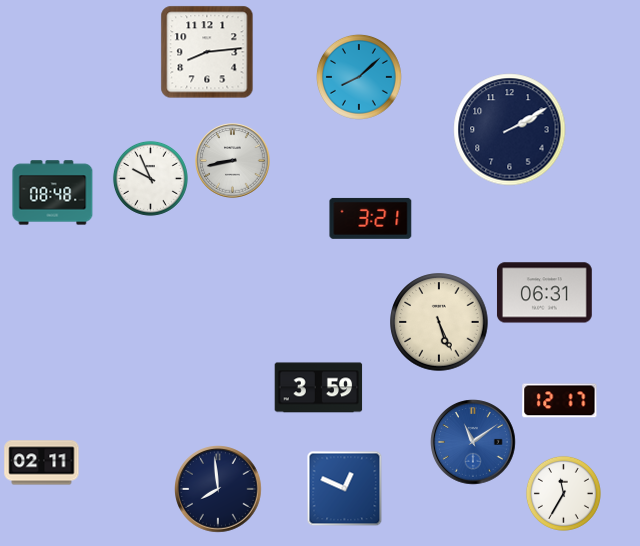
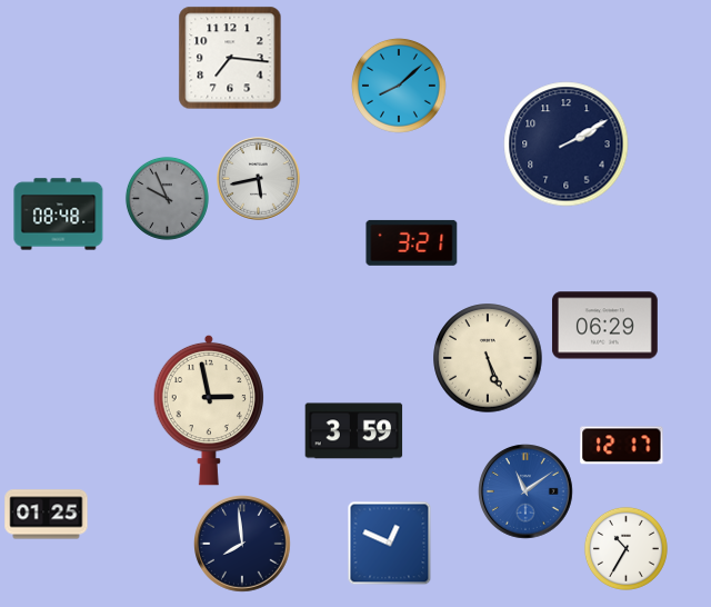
clock at (207, 52): 8:14 -> 7:16
clock at (233, 161): 8:43 -> 5:43
clock at (150, 178) dial: white -> grey
clock at (544, 293): 06:31 -> 06:29
clock at (208, 410): none -> 2:58
clock at (42, 463): 02:11 -> 01:25
clock at (345, 489) position: (345, 489) -> (390, 544)
clock at (563, 493): 11:35 -> 10:35
